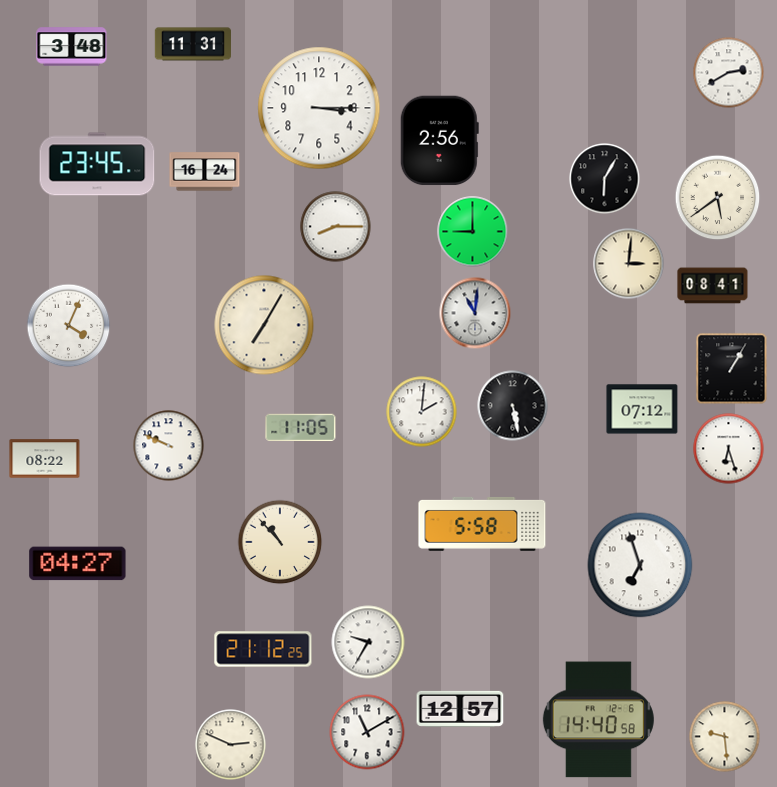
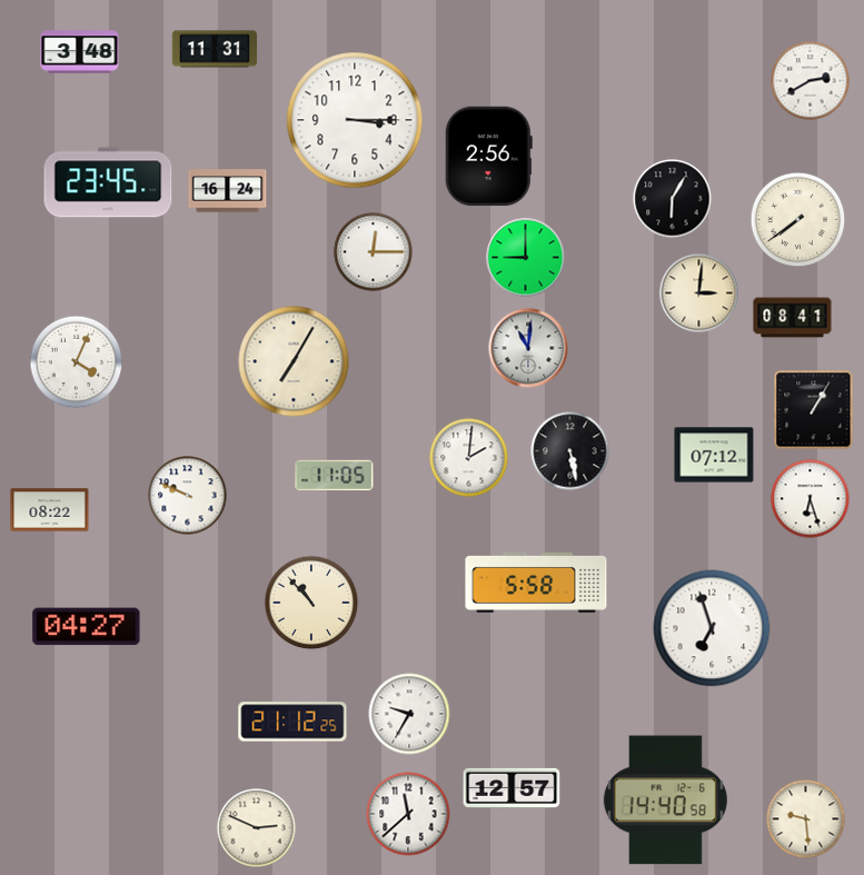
clock at (718, 198): 5:39 -> 7:39
clock at (336, 227): 8:15 -> 12:15
clock at (367, 732): 11:10 -> 11:38
